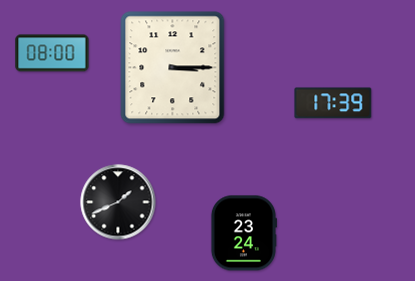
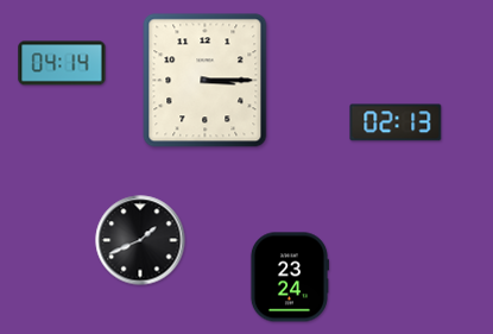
clock at (52, 53): 08:00 -> 04:14
clock at (333, 103): 17:39 -> 02:13
